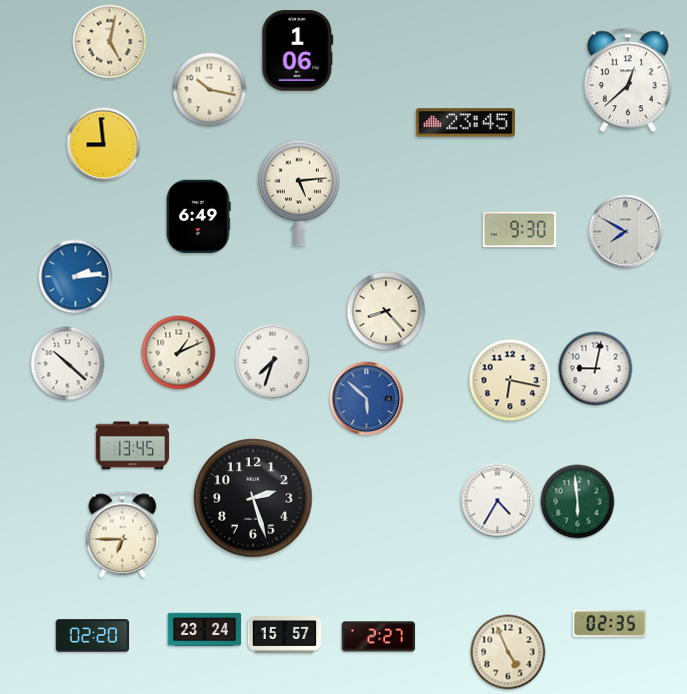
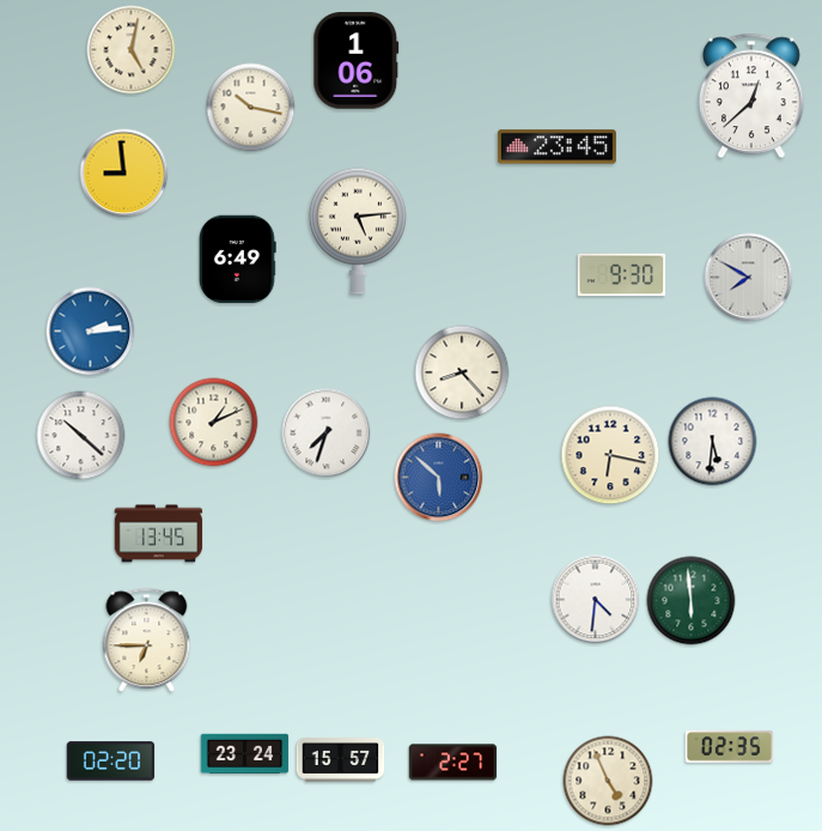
clock at (596, 369): 9:02 -> 5:31
clock at (253, 498): 2:27 -> none
clock at (498, 501): 4:35 -> 4:31
